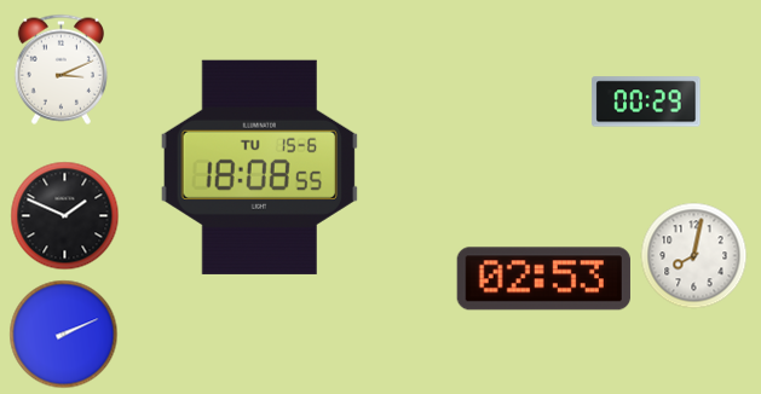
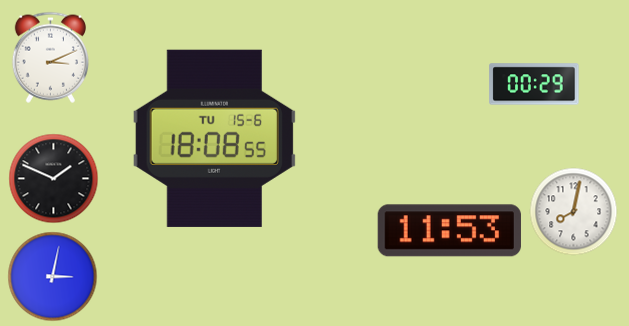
clock at (543, 279): 02:53 -> 11:53
clock at (64, 335): 2:11 -> 3:02
